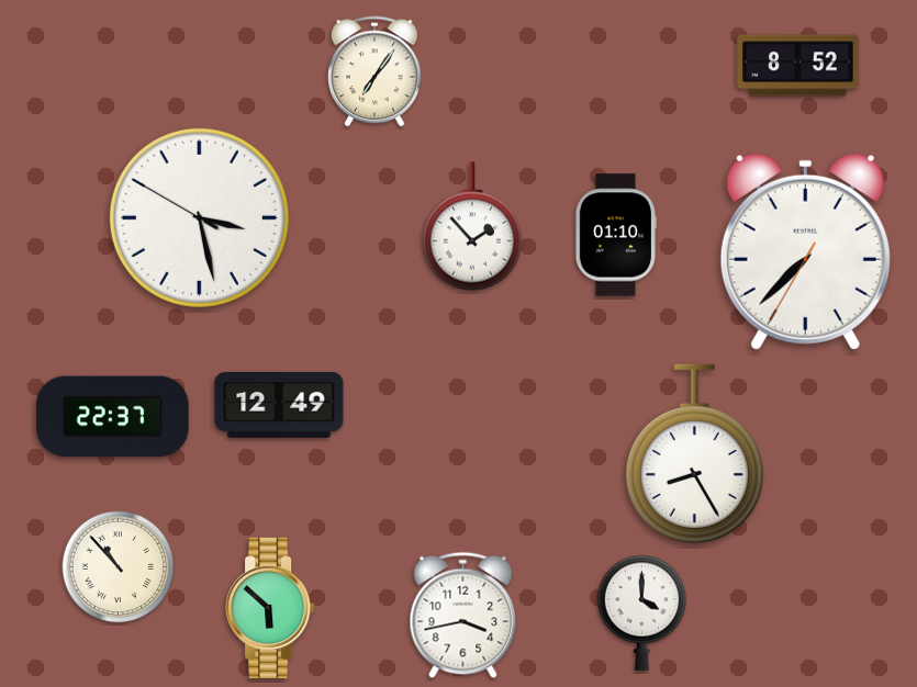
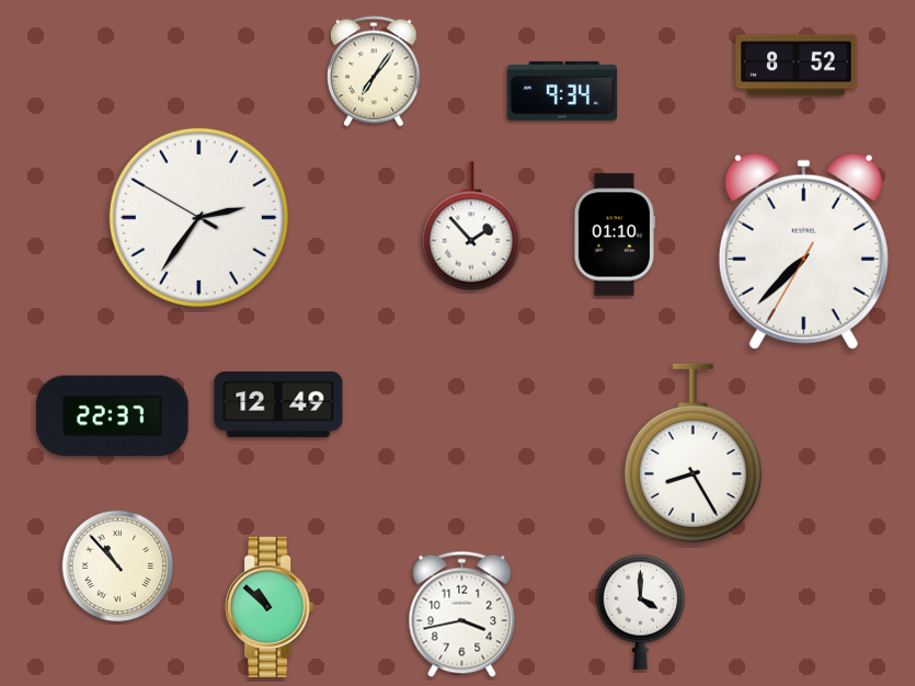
clock at (561, 91): none -> 9:34
clock at (199, 217): 3:27 -> 2:35
clock at (270, 608): 5:52 -> 10:52
